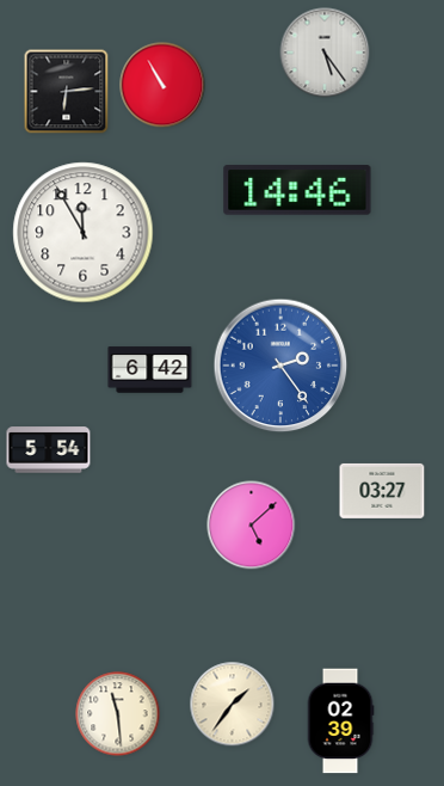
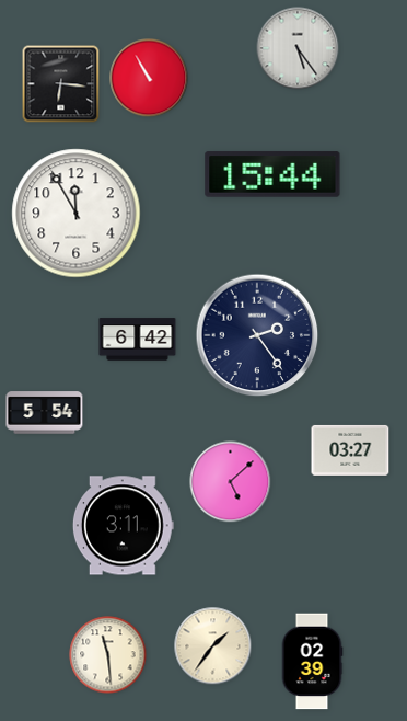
clock at (67, 92): 6:14 -> 6:16
clock at (297, 190): 14:46 -> 15:44
clock at (280, 366) dial: blue -> navy
clock at (123, 526): none -> 3:11
